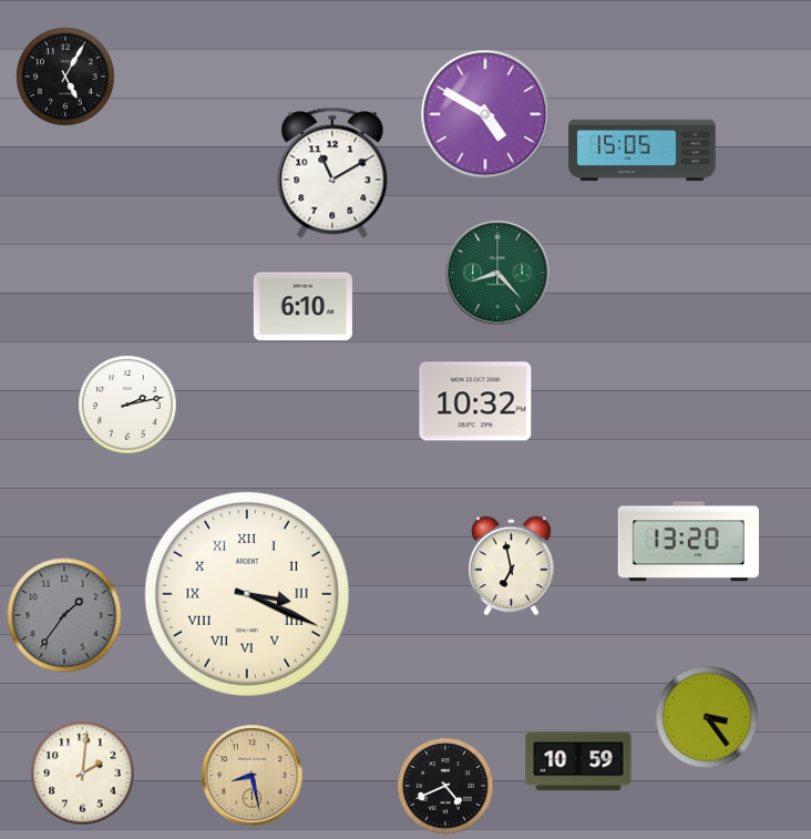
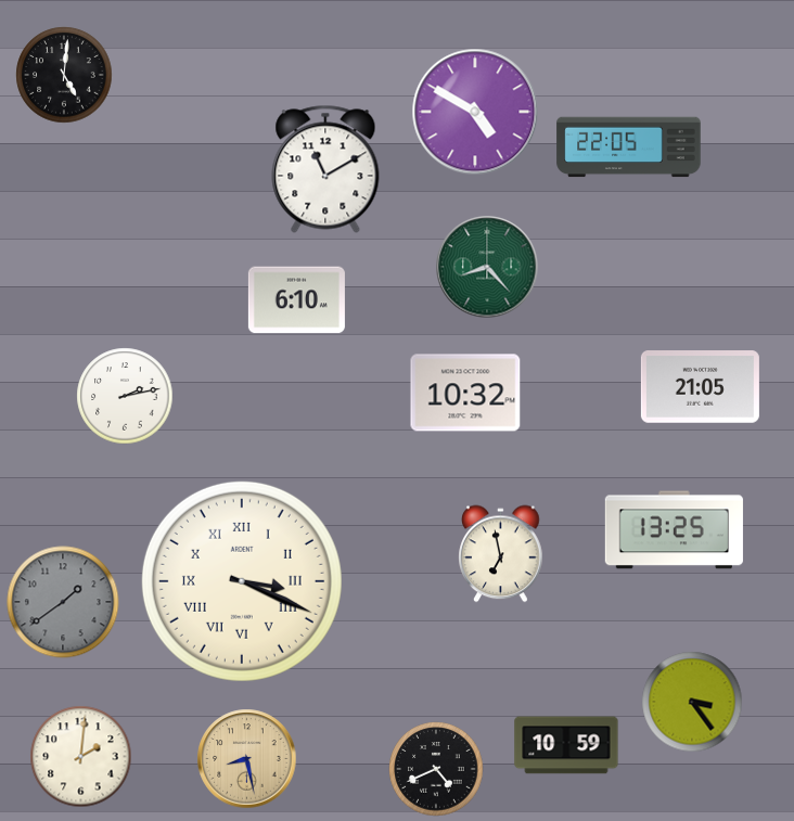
clock at (65, 76): 5:05 -> 5:01
clock at (643, 151): 15:05 -> 22:05
clock at (700, 387): none -> 21:05
clock at (688, 542): 13:20 -> 13:25
clock at (64, 615): 1:36 -> 1:39
